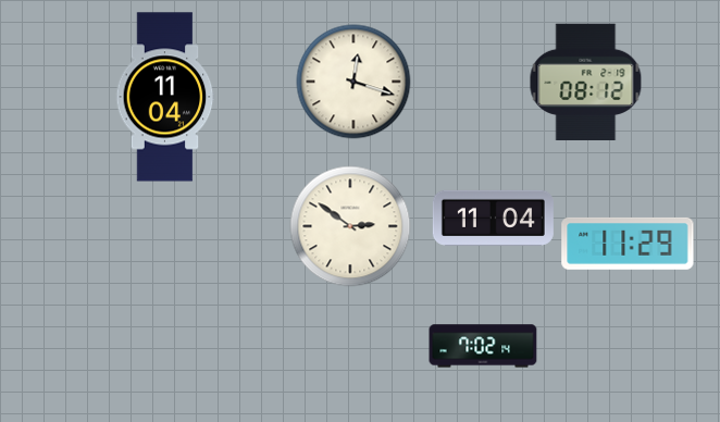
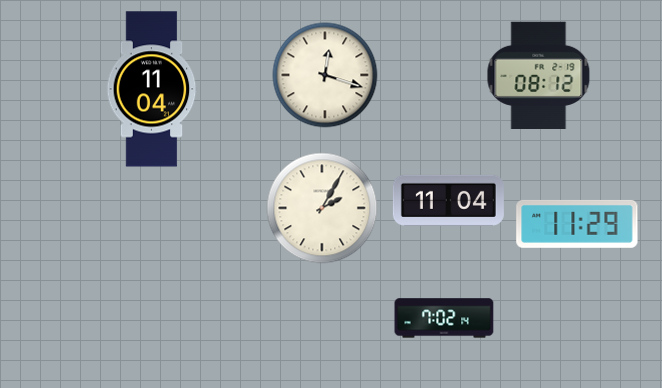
clock at (493, 218) position: (493, 218) -> (448, 200)
clock at (350, 226): 2:51 -> 2:05
